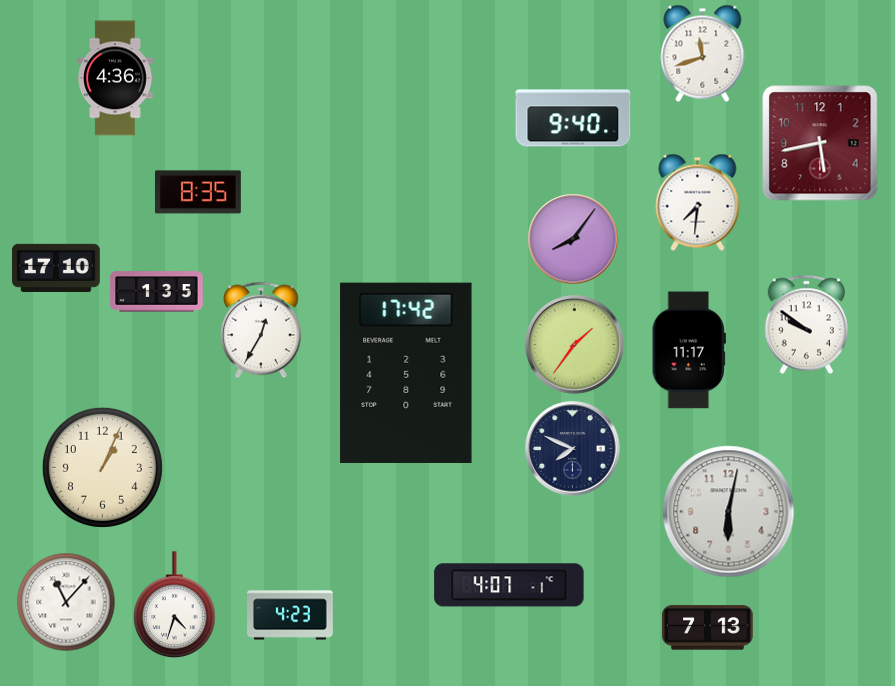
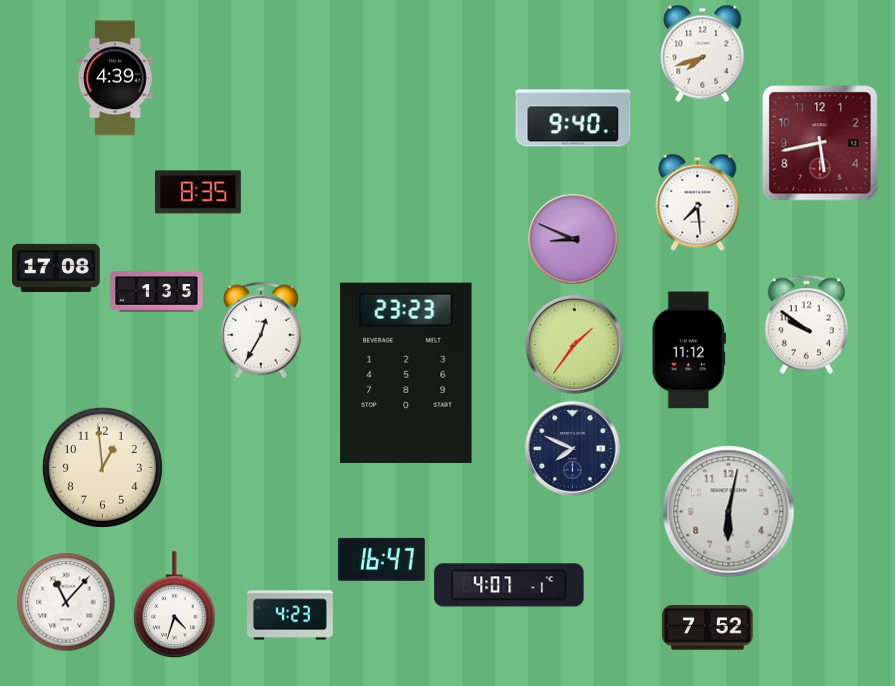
clock at (703, 53): 11:42 -> 7:42
clock at (115, 78): 4:36 -> 4:39
clock at (698, 202): 7:31 -> 7:29
clock at (573, 239): 8:06 -> 8:49
clock at (56, 267): 17:10 -> 17:08
clock at (689, 350): 11:17 -> 11:12
clock at (406, 373): 17:42 -> 23:23
clock at (102, 467): 1:04 -> 12:59
clock at (382, 559): none -> 16:47
clock at (708, 628): 7:13 -> 7:52
